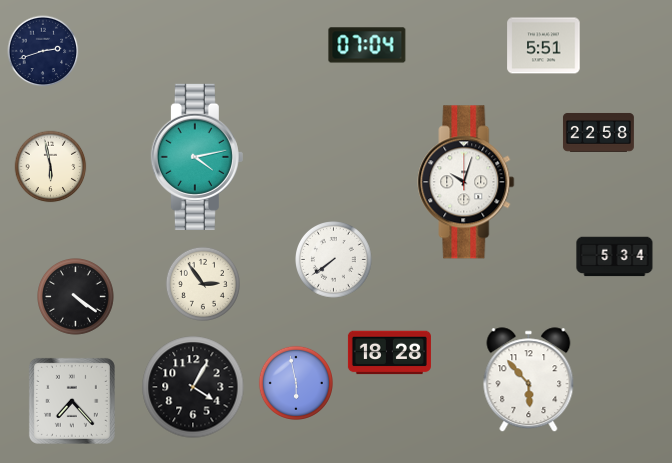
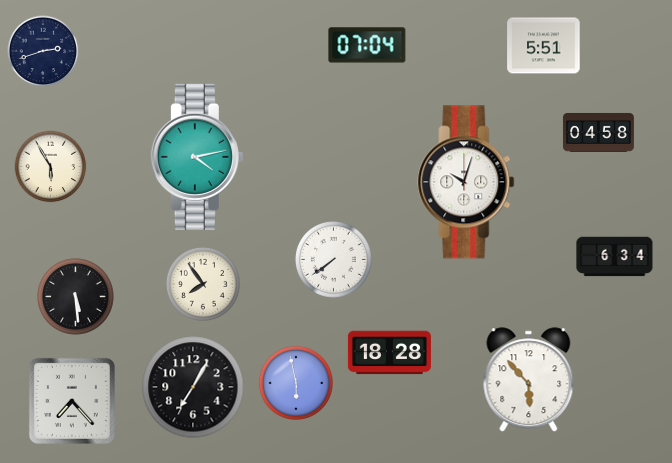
clock at (598, 132): 22:58 -> 04:58
clock at (51, 167): 5:58 -> 5:55
clock at (615, 257): 5:34 -> 6:34
clock at (203, 284): 2:54 -> 7:54
clock at (76, 297): 4:21 -> 5:29
clock at (193, 387): 4:05 -> 7:05
